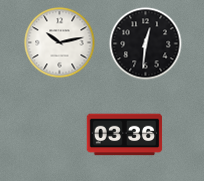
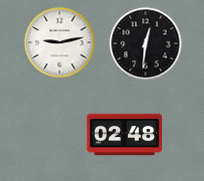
clock at (60, 43): 10:13 -> 9:13
clock at (125, 135): 03:36 -> 02:48
